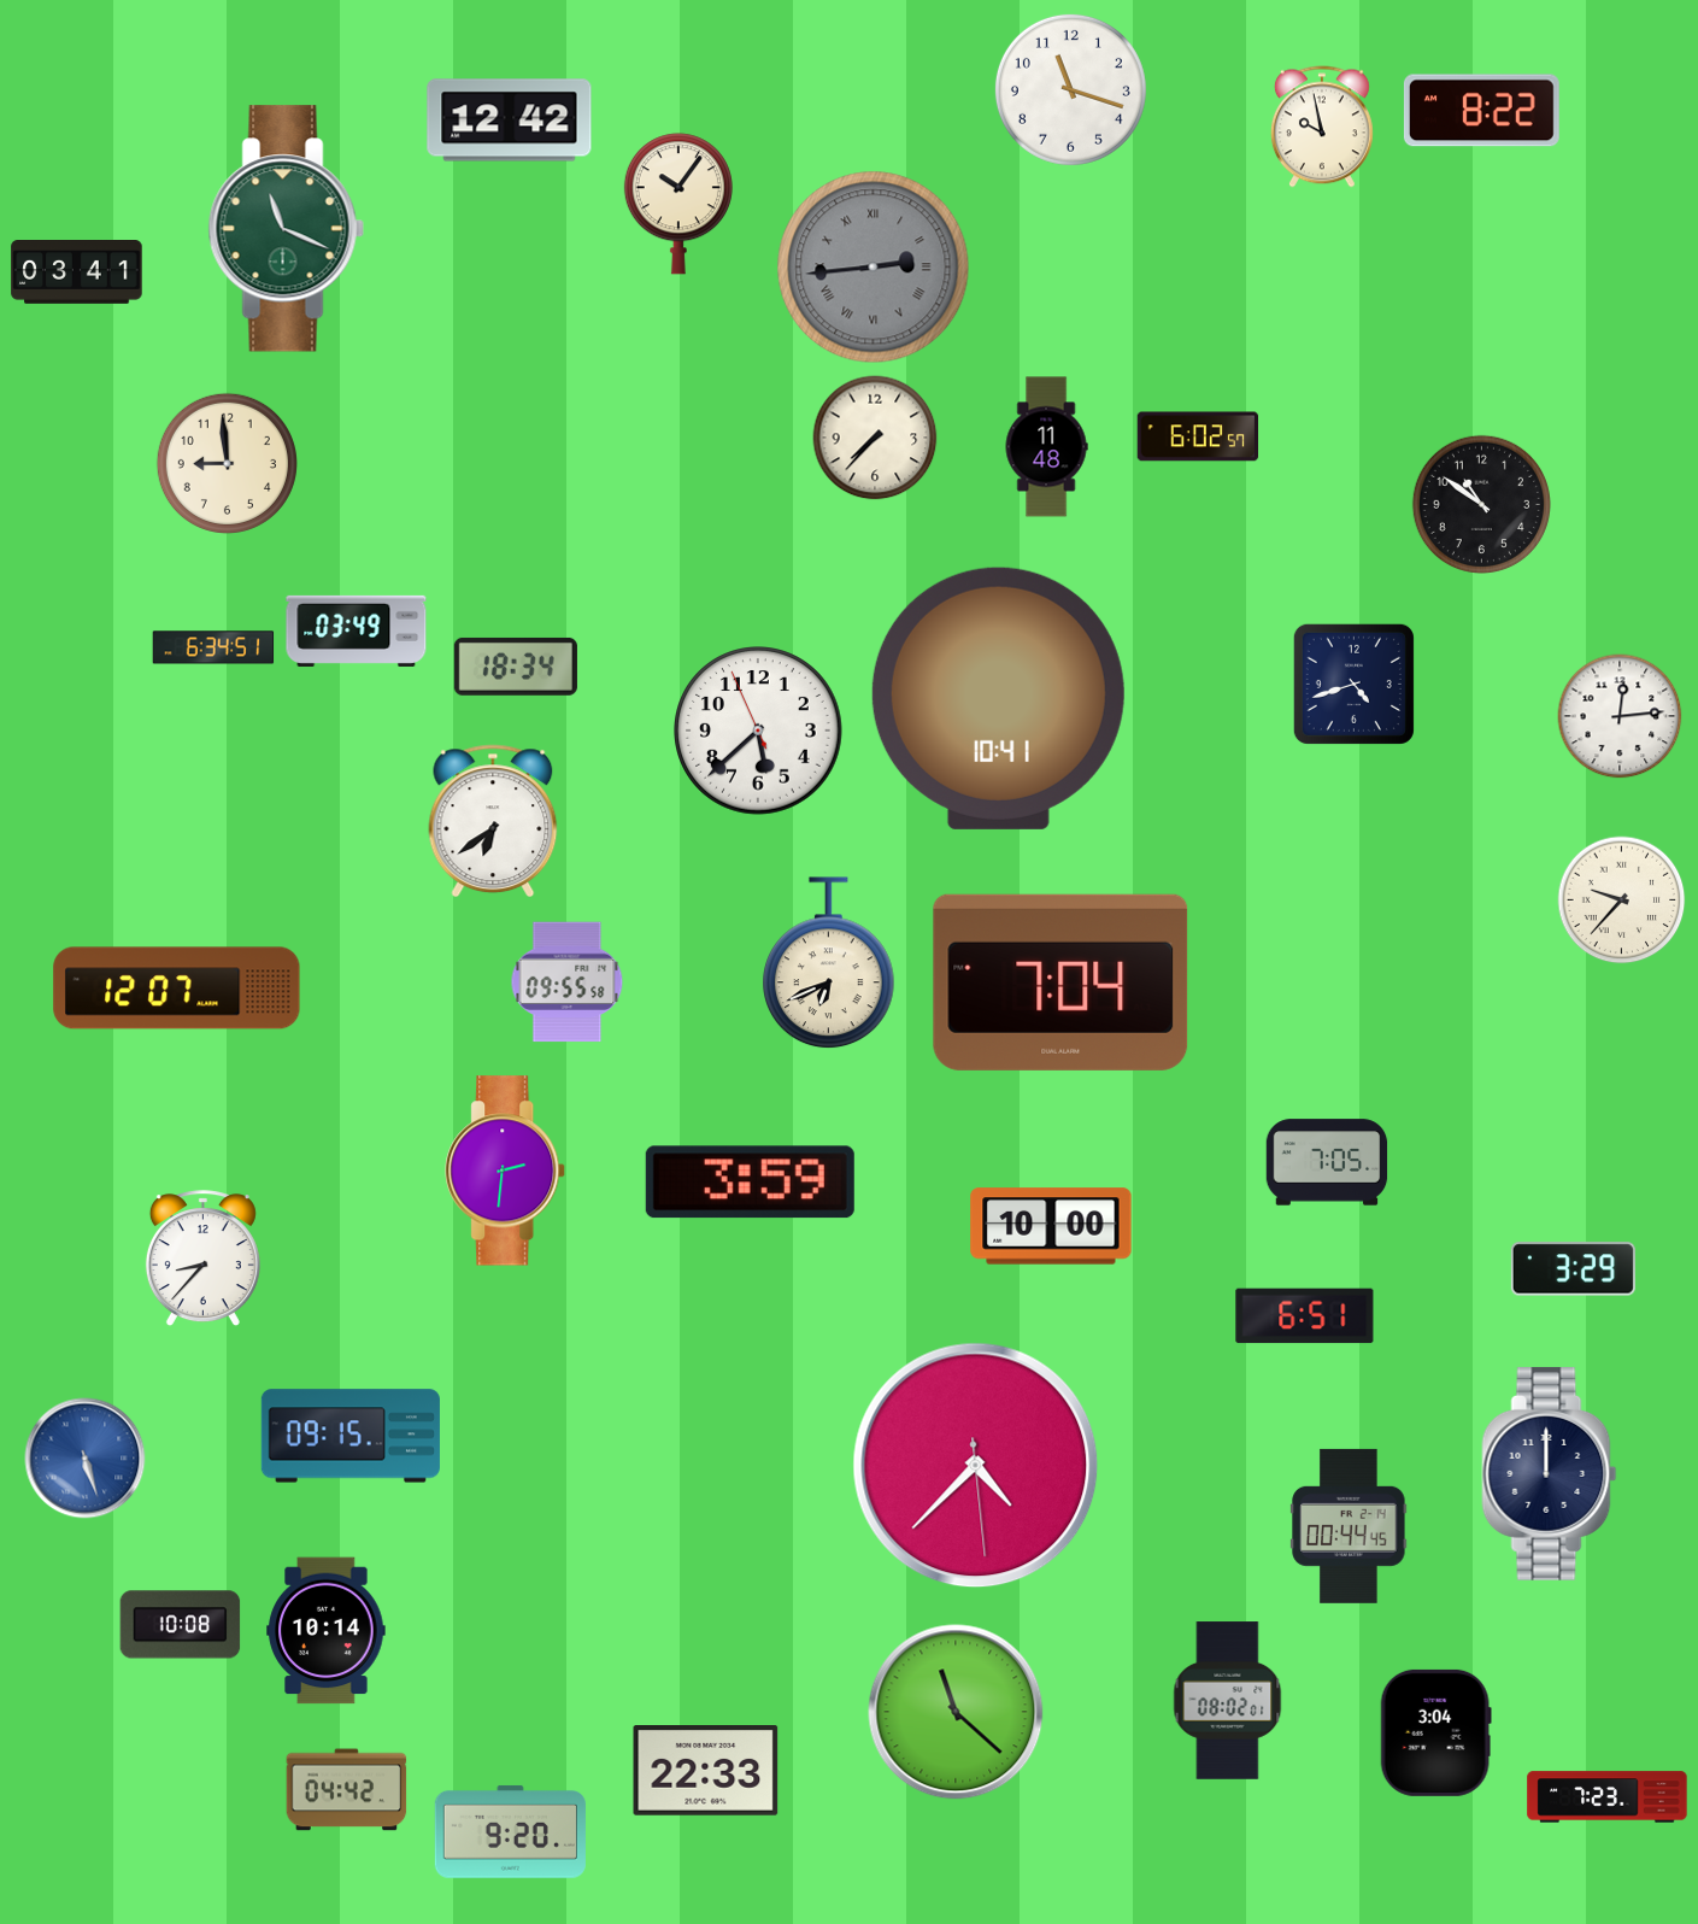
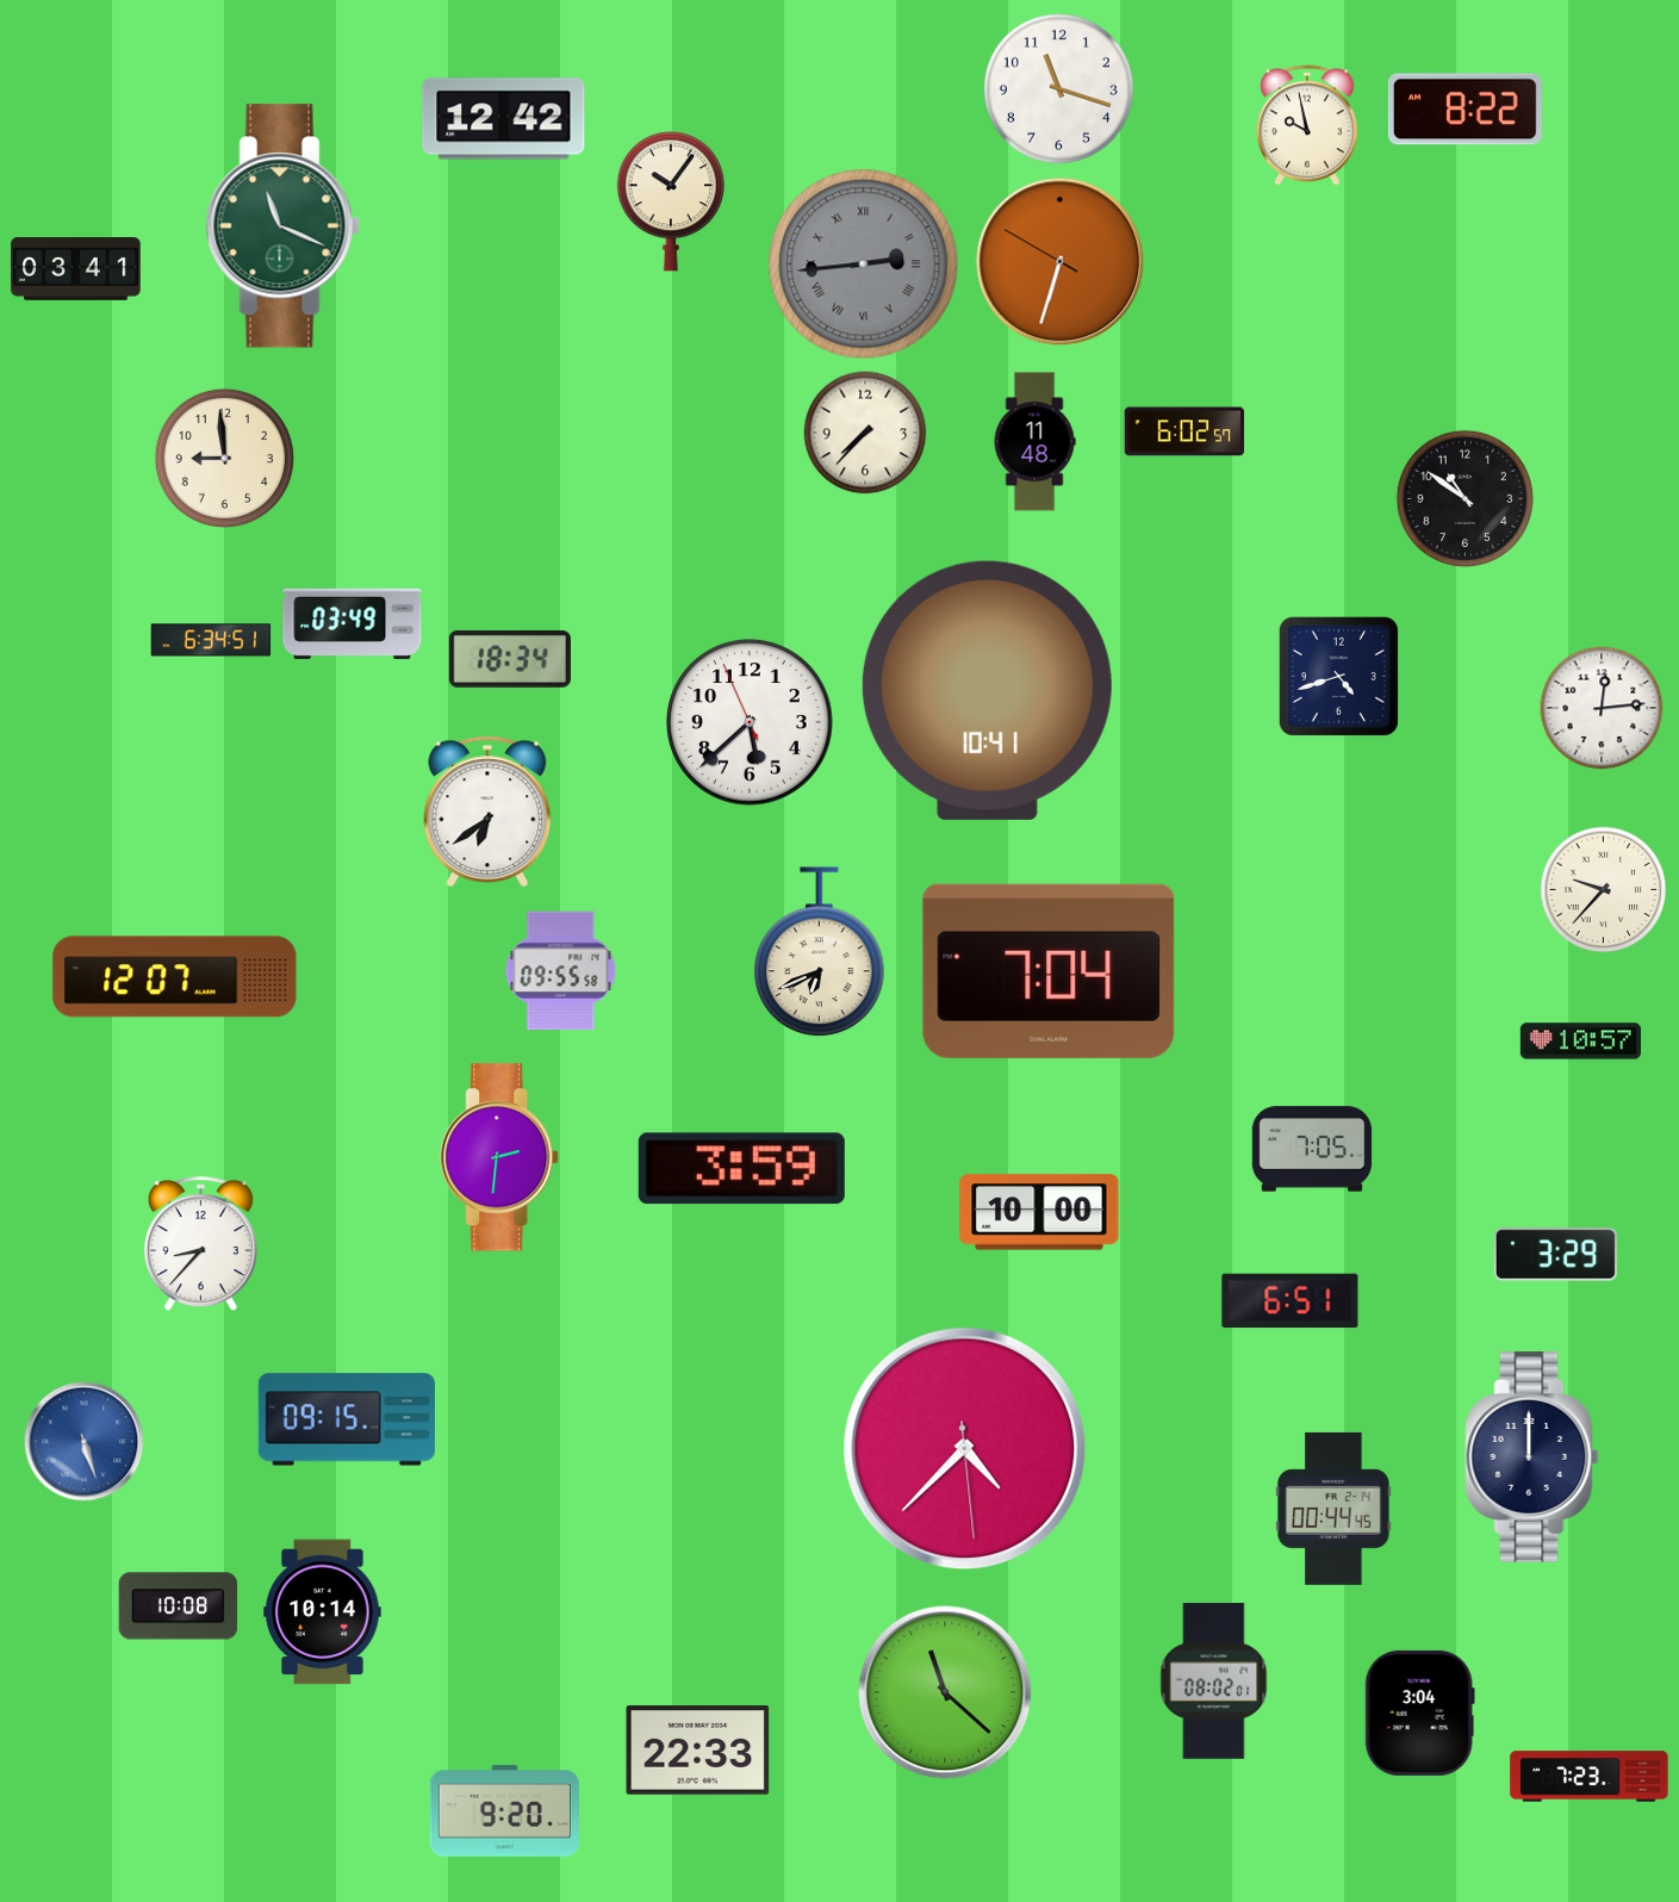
clock at (1061, 262): none -> 6:32
clock at (1580, 1042): none -> 10:57
clock at (347, 1790): 04:42 -> none
